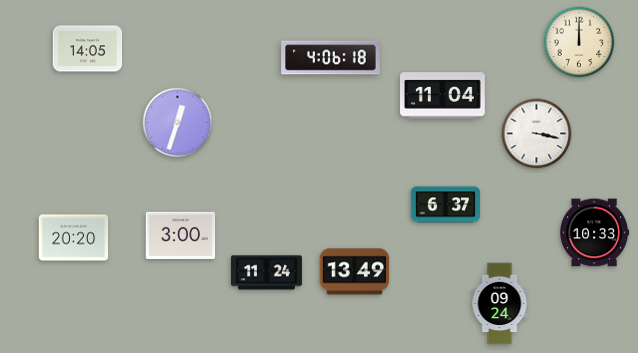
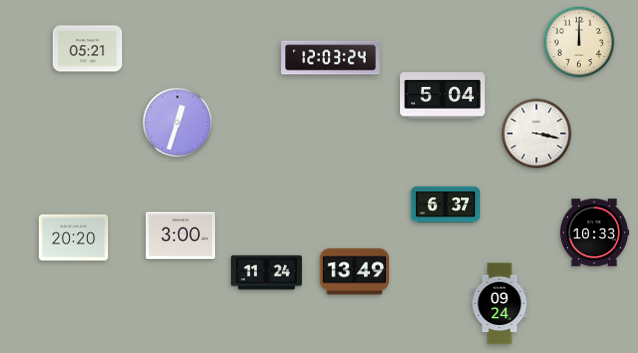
clock at (88, 49): 14:05 -> 05:21
clock at (331, 58): 4:06 -> 12:03
clock at (443, 96): 11:04 -> 5:04
